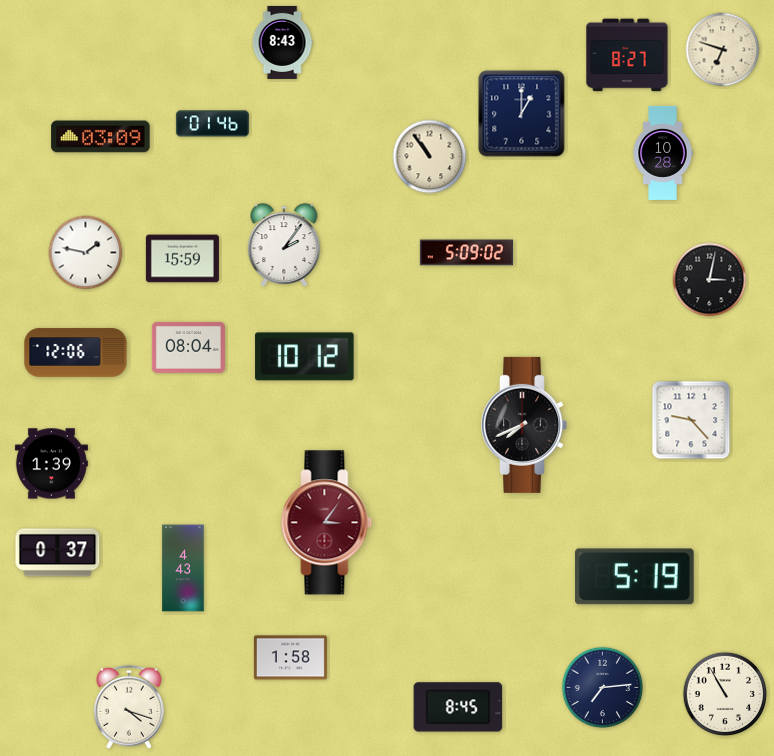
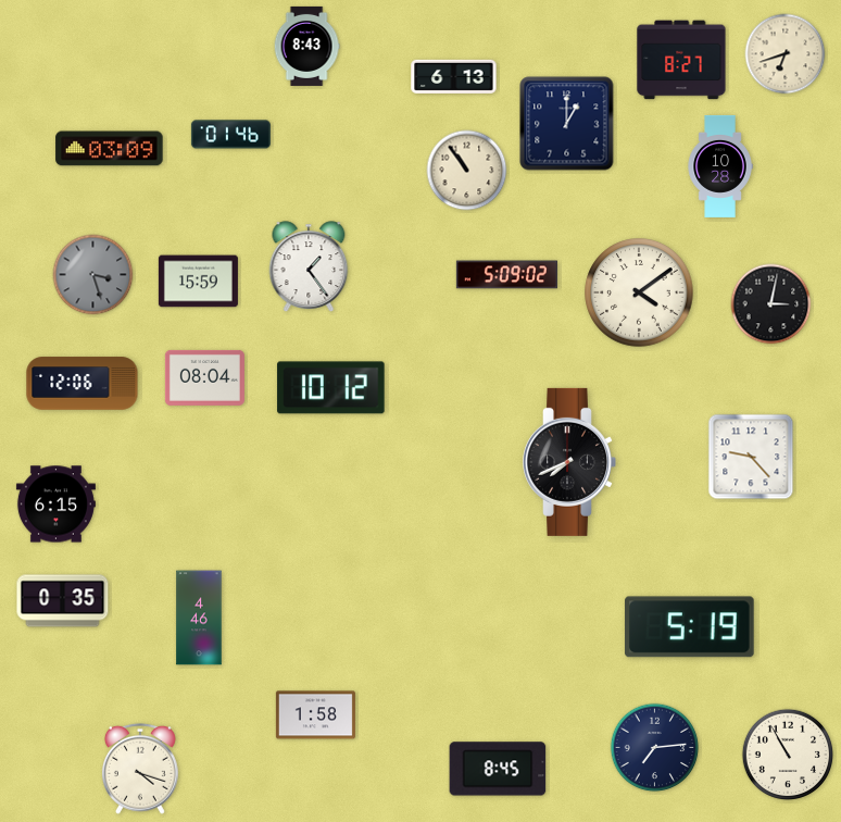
clock at (723, 50): 6:48 -> 6:42
clock at (454, 76): none -> 6:13
clock at (284, 245): 2:06 -> 1:24
clock at (86, 253): 1:47 -> 3:27
clock at (86, 253) dial: white -> grey
clock at (639, 292): none -> 4:09
clock at (51, 464): 1:39 -> 6:15
clock at (327, 523): 3:06 -> none
clock at (58, 553): 0:37 -> 0:35
clock at (183, 568): 4:43 -> 4:46
